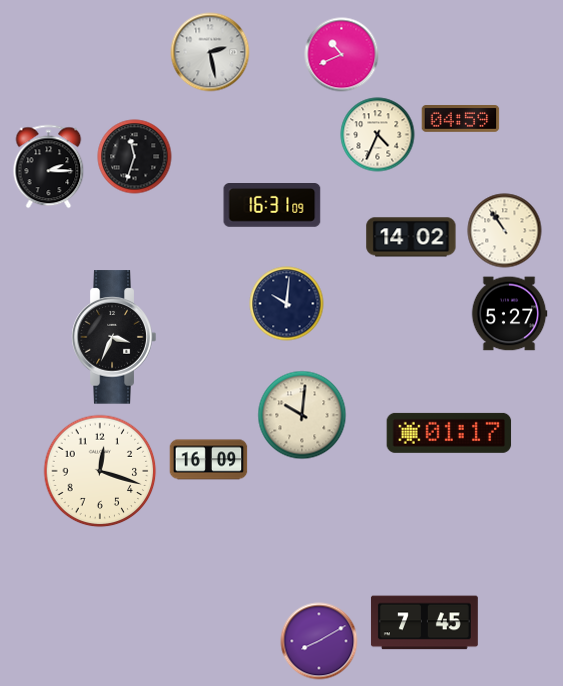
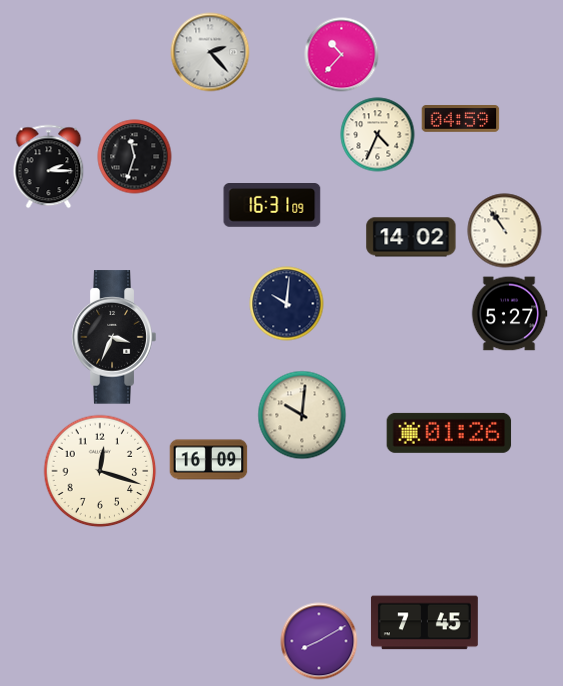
clock at (210, 52): 2:28 -> 2:23
clock at (342, 55): 10:41 -> 10:37
clock at (449, 433): 01:17 -> 01:26
